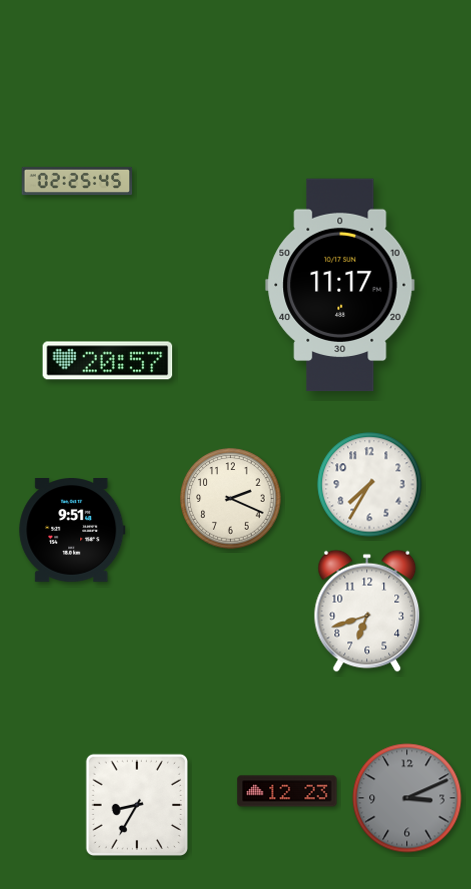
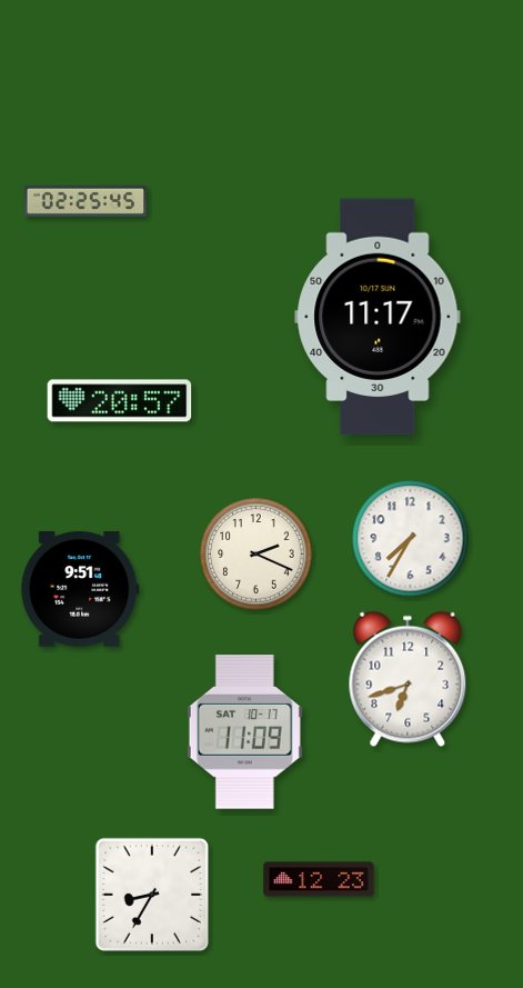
clock at (244, 732): none -> 11:09
clock at (407, 798): 3:11 -> none
